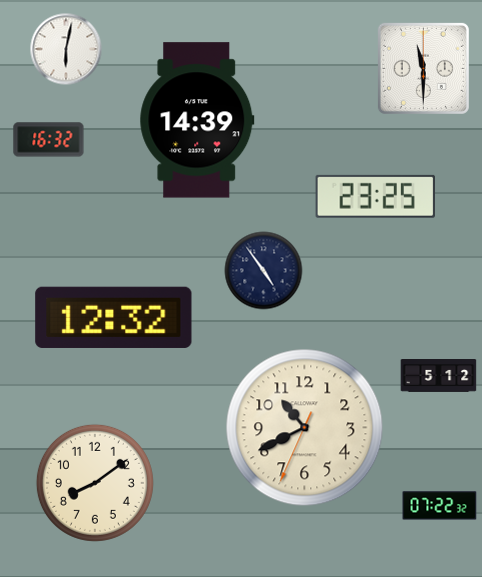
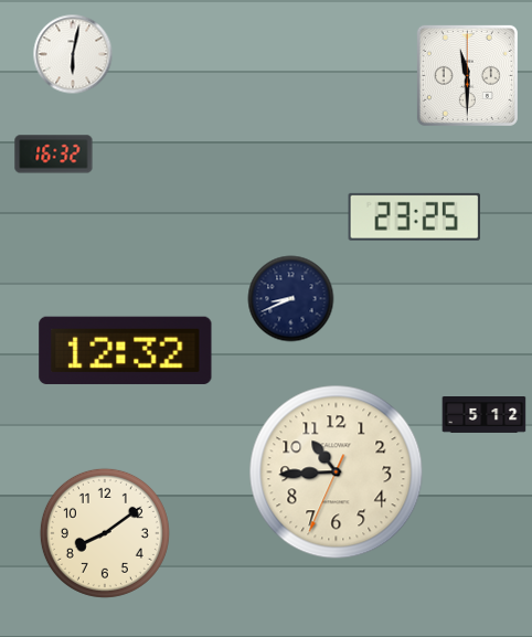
clock at (197, 120): 14:39 -> none
clock at (264, 271): 4:54 -> 8:41
clock at (305, 428): 10:40 -> 10:44
clock at (440, 506): 07:22 -> none
